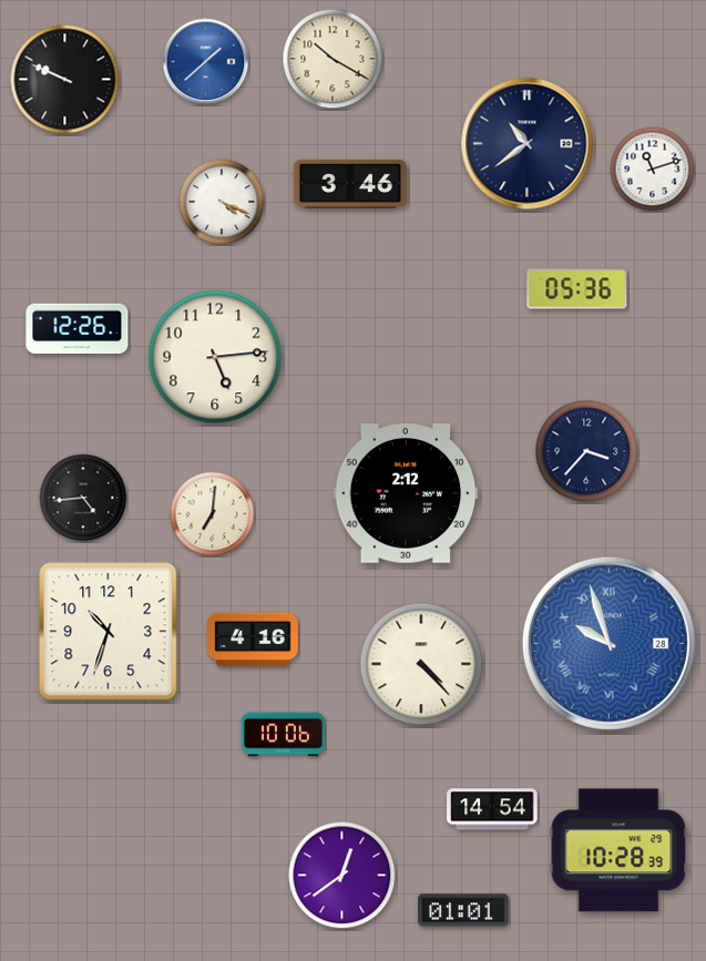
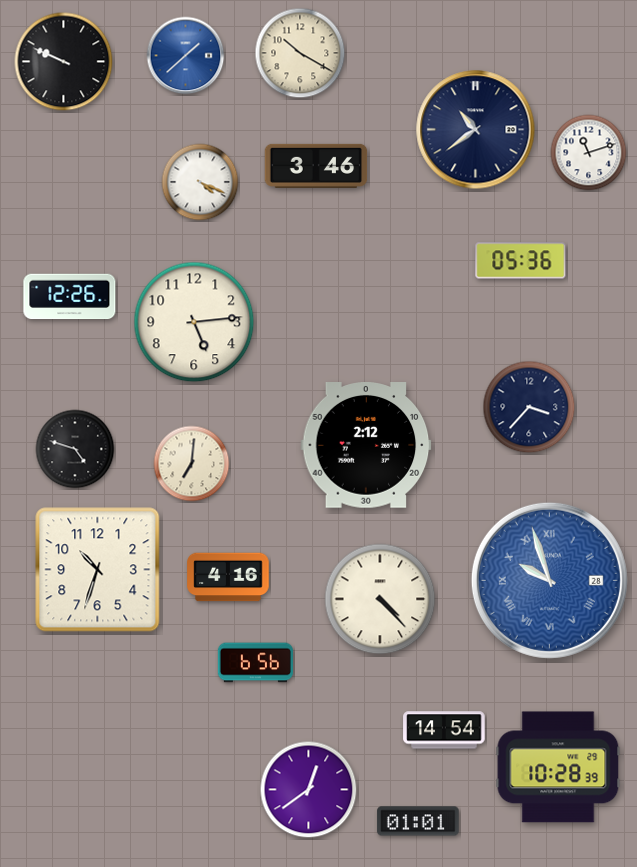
clock at (65, 80) position: (65, 80) -> (64, 62)
clock at (83, 498): 4:44 -> 4:48
clock at (283, 735): 10:06 -> 6:56
